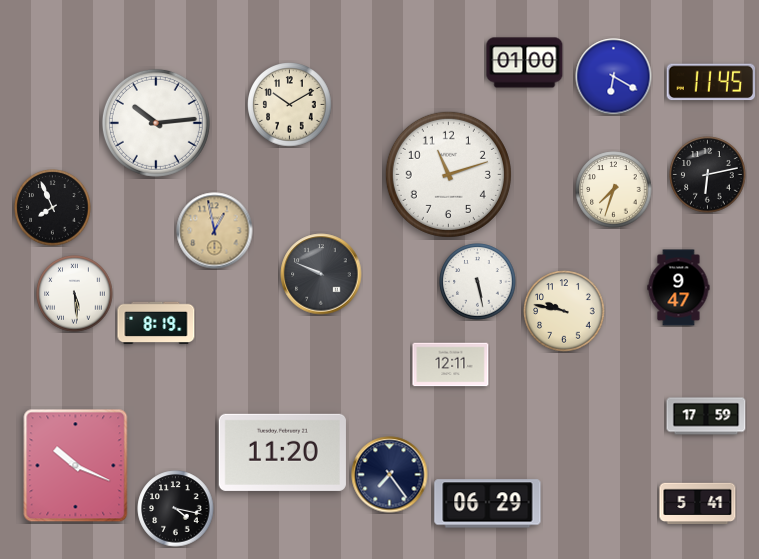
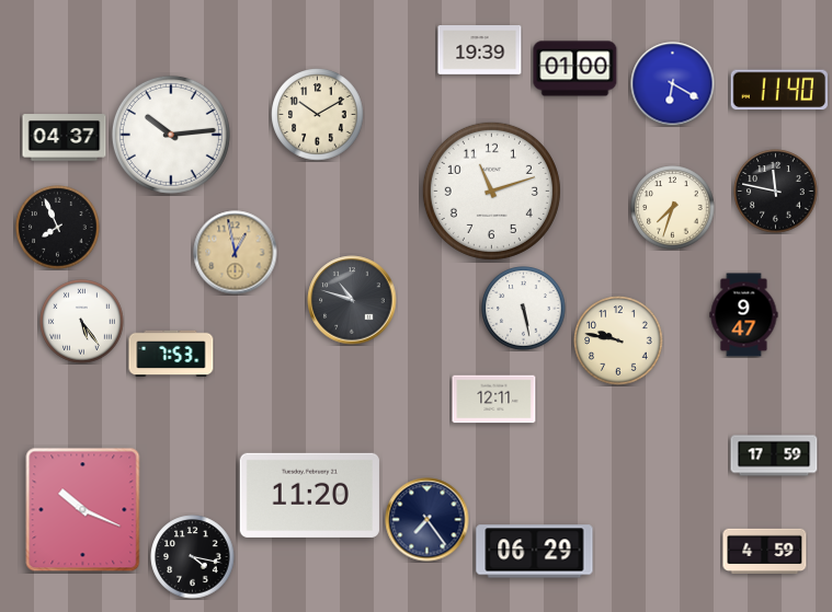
clock at (480, 50): none -> 19:39
clock at (710, 82): 11:45 -> 11:40
clock at (65, 138): none -> 04:37
clock at (708, 175): 6:13 -> 11:47
clock at (321, 274): 9:49 -> 10:48
clock at (75, 294): 5:29 -> 5:24
clock at (156, 323): 8:19 -> 7:53
clock at (698, 504): 5:41 -> 4:59
